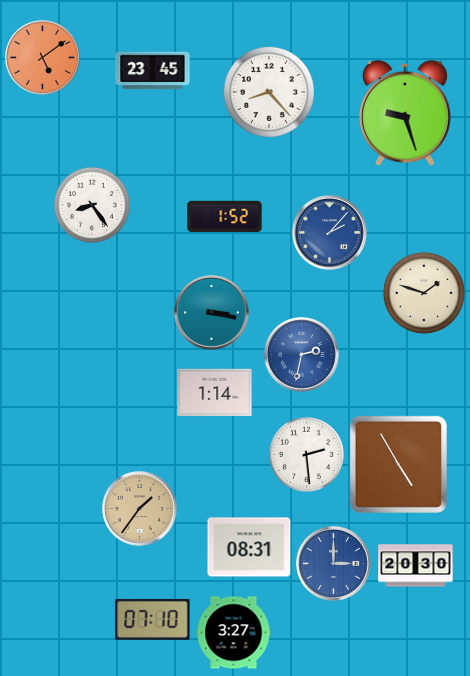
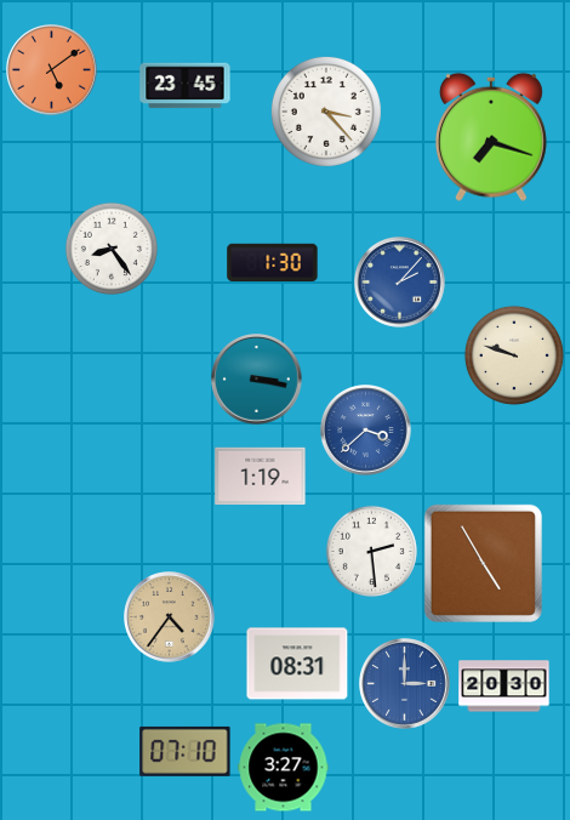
clock at (269, 92): 8:23 -> 3:23
clock at (405, 113): 9:27 -> 7:18
clock at (225, 217): 1:52 -> 1:30
clock at (424, 293): 1:48 -> 9:48
clock at (302, 355): 2:32 -> 3:38
clock at (215, 393): 1:14 -> 1:19
clock at (140, 509): 1:36 -> 4:36
clock at (249, 547) position: (249, 547) -> (297, 664)
